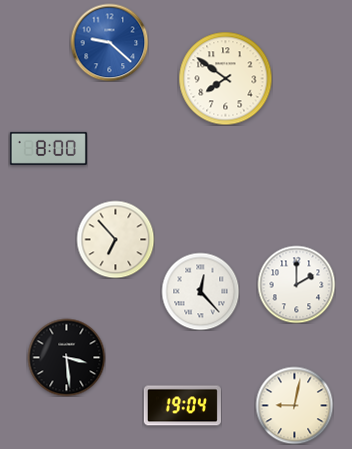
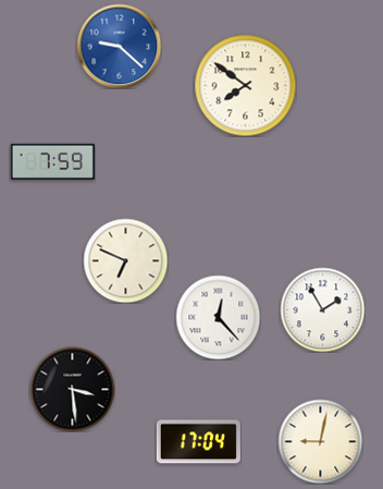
clock at (48, 148): 8:00 -> 7:59
clock at (115, 239): 6:53 -> 6:49
clock at (296, 284): 2:00 -> 1:55
clock at (182, 406): 19:04 -> 17:04
